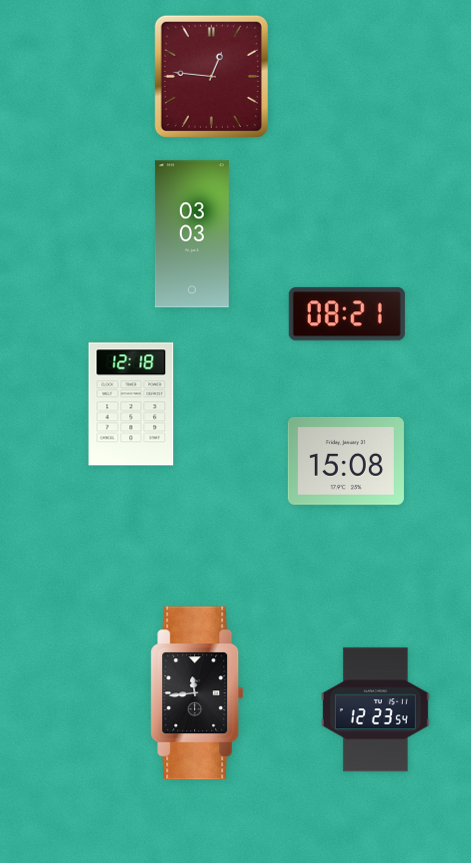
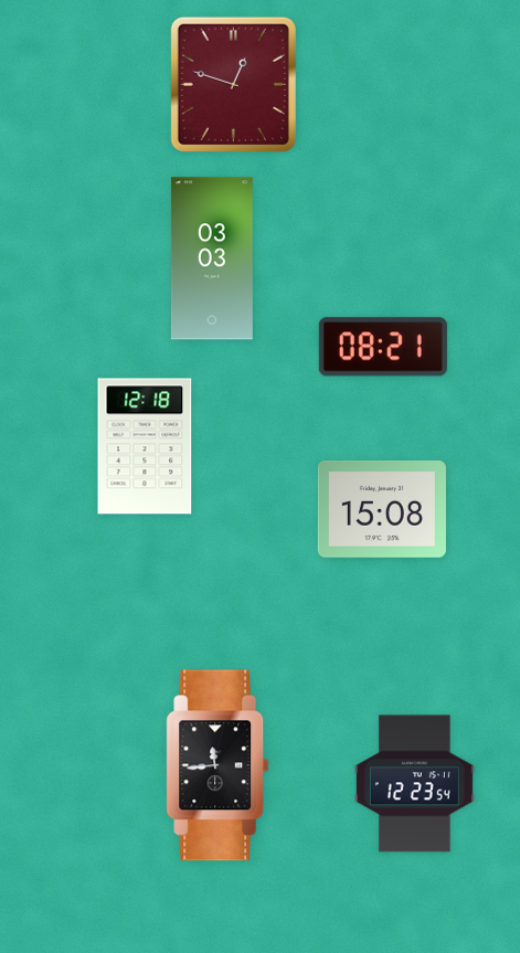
clock at (211, 76): 12:46 -> 12:48
